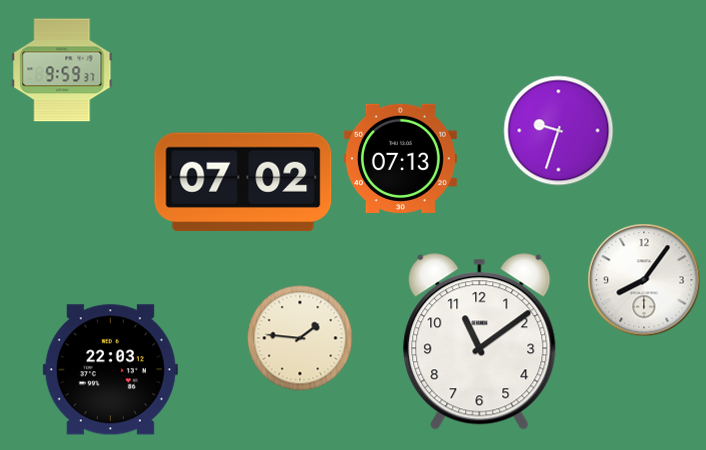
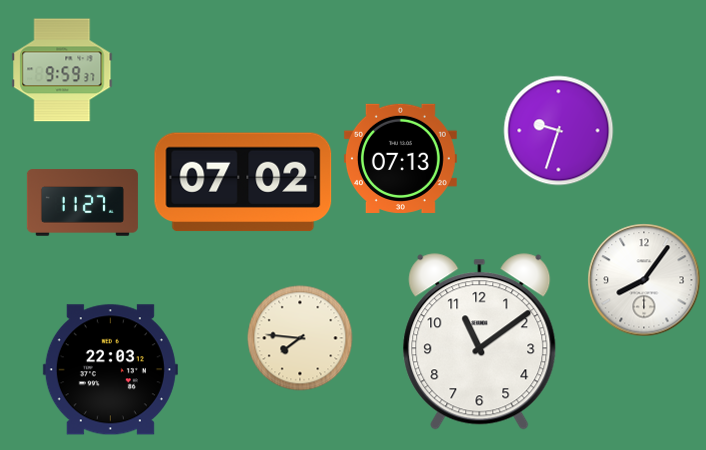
clock at (82, 203): none -> 11:27
clock at (300, 338): 1:46 -> 7:46
